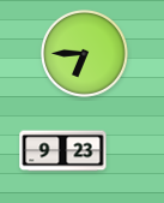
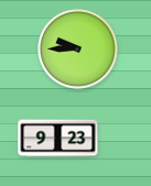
clock at (85, 54): 6:45 -> 9:45
